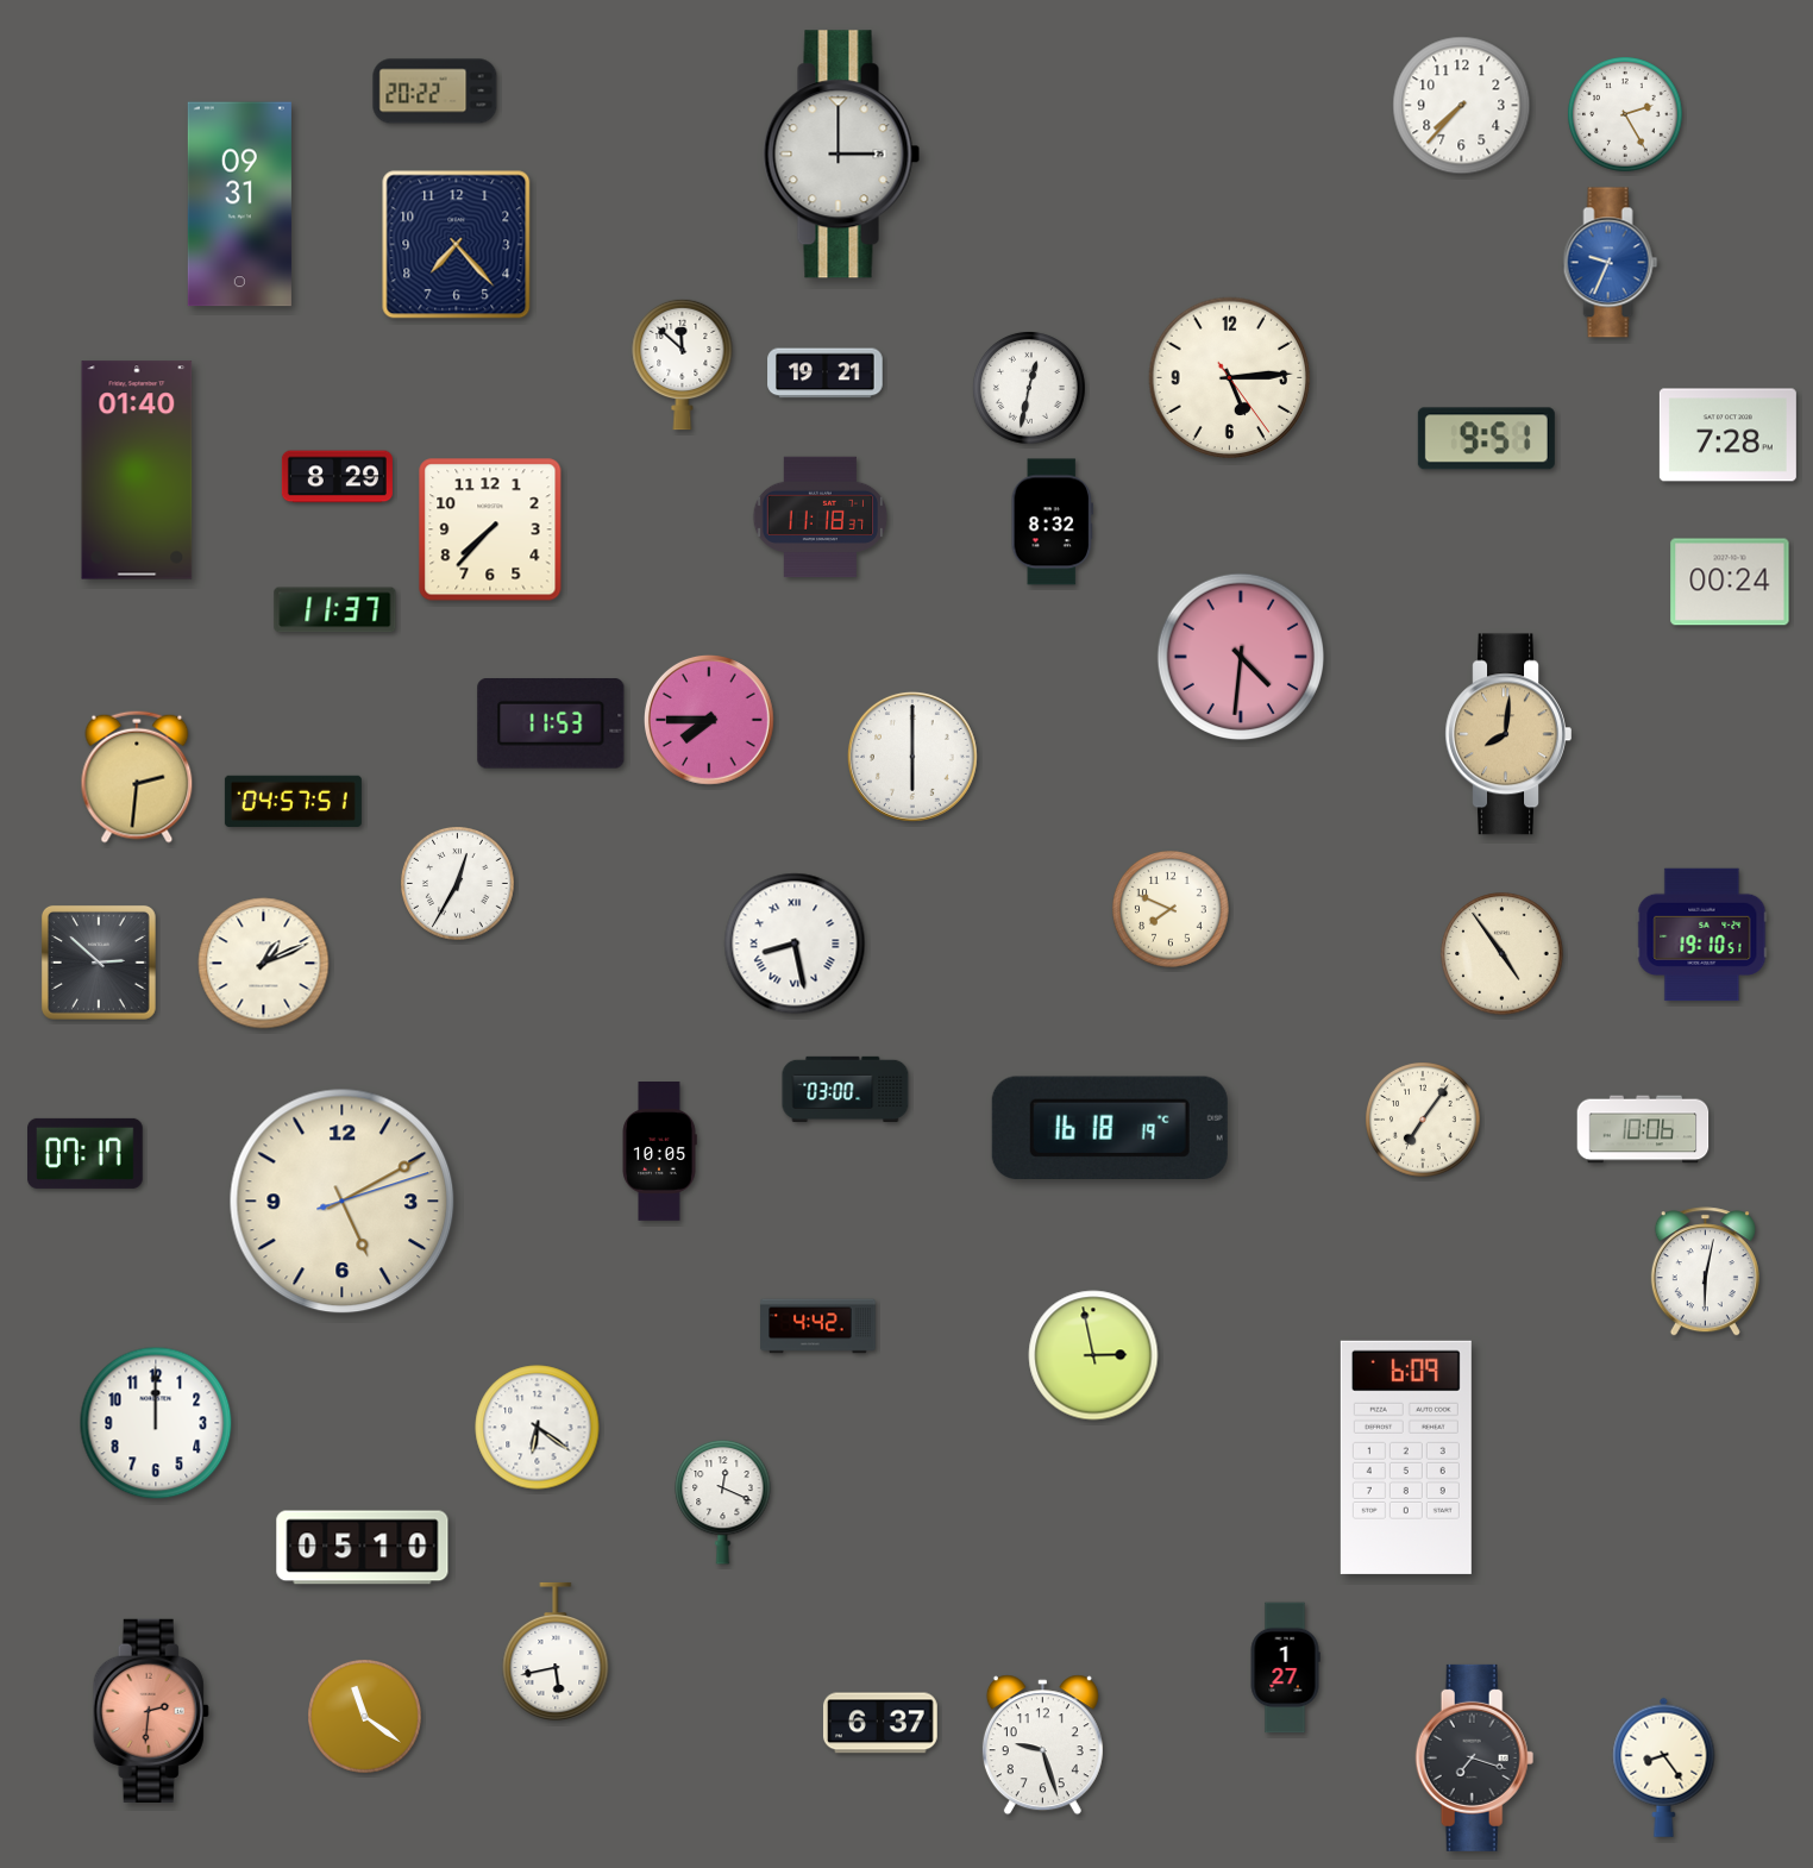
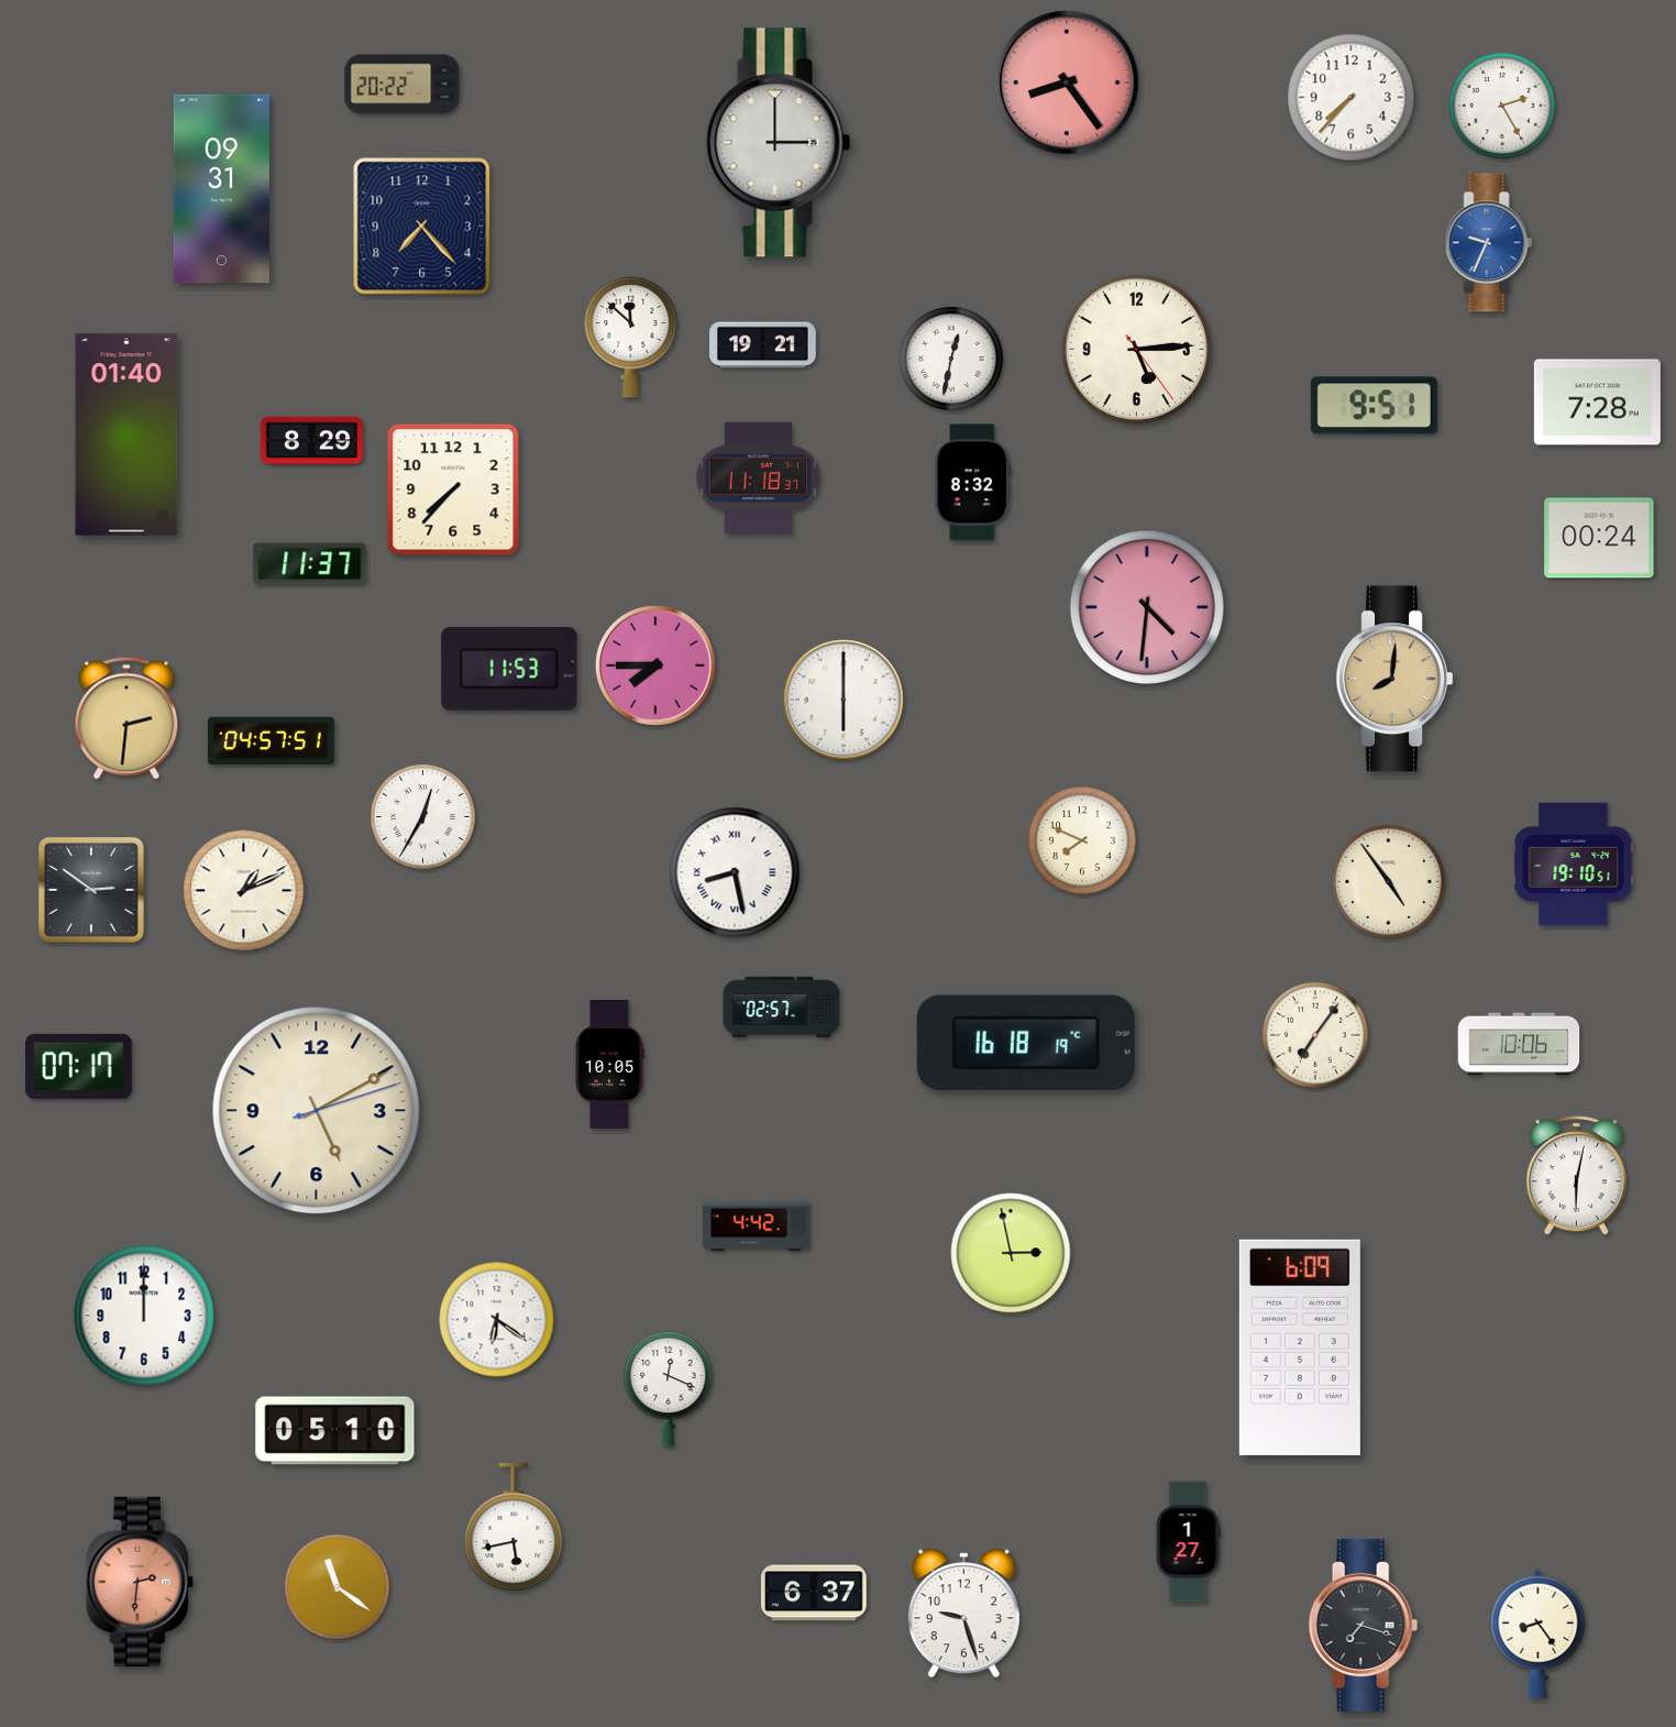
clock at (1067, 82): none -> 8:24
clock at (99, 963): 2:52 -> 2:51
clock at (846, 1089): 03:00 -> 02:57
